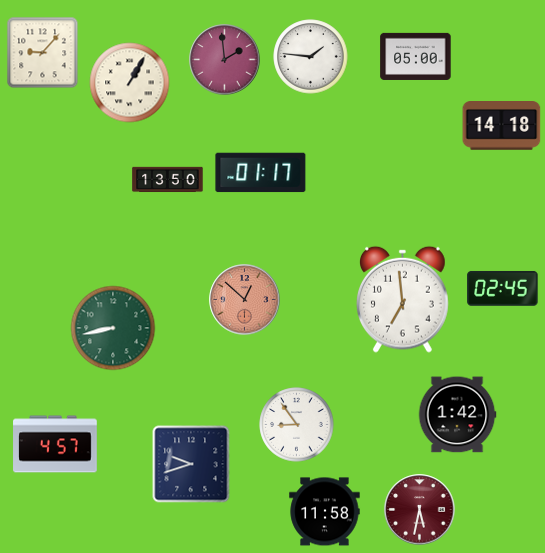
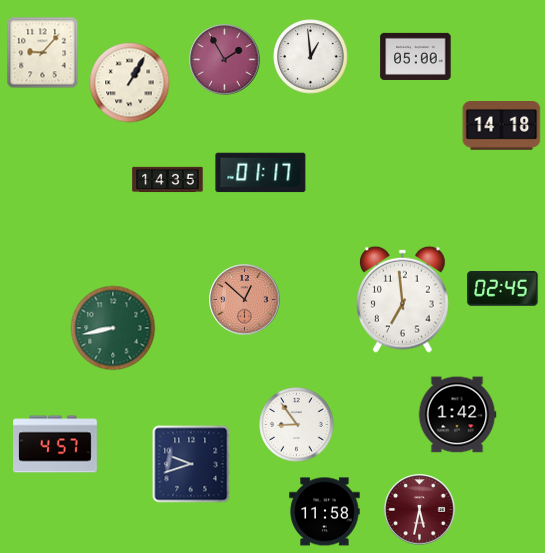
clock at (311, 57): 1:46 -> 12:59
clock at (225, 60): 1:59 -> 1:55
clock at (168, 180): 13:50 -> 14:35
